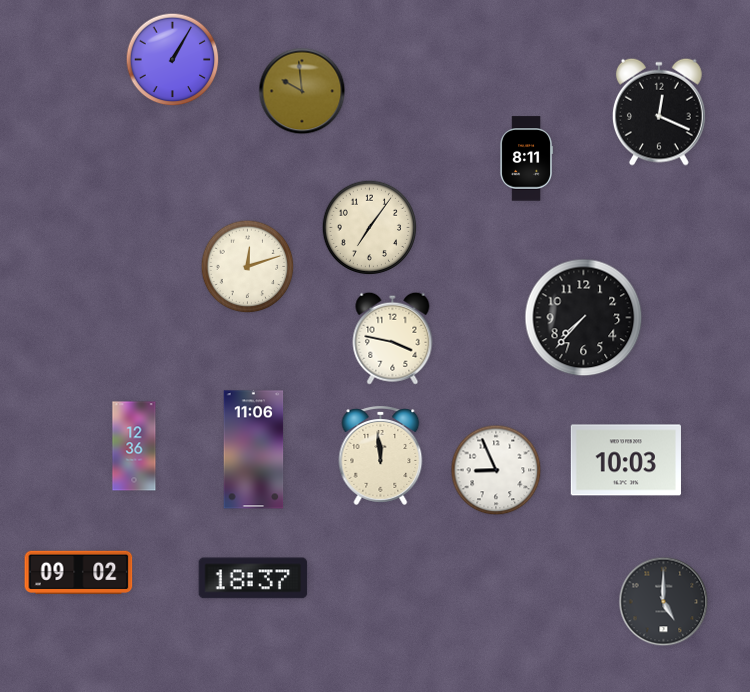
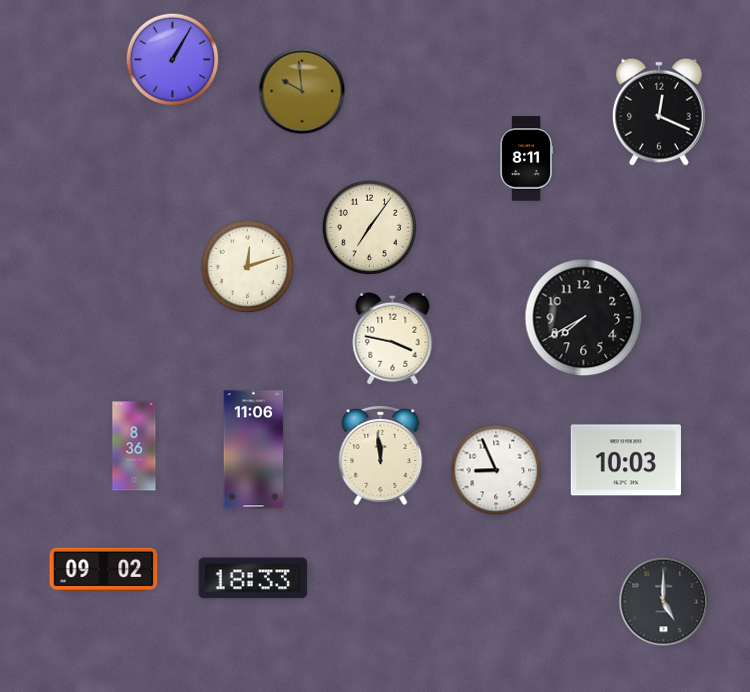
clock at (584, 318): 7:37 -> 7:40
clock at (134, 446): 12:36 -> 8:36
clock at (79, 572) position: (79, 572) -> (104, 569)
clock at (253, 578): 18:37 -> 18:33
